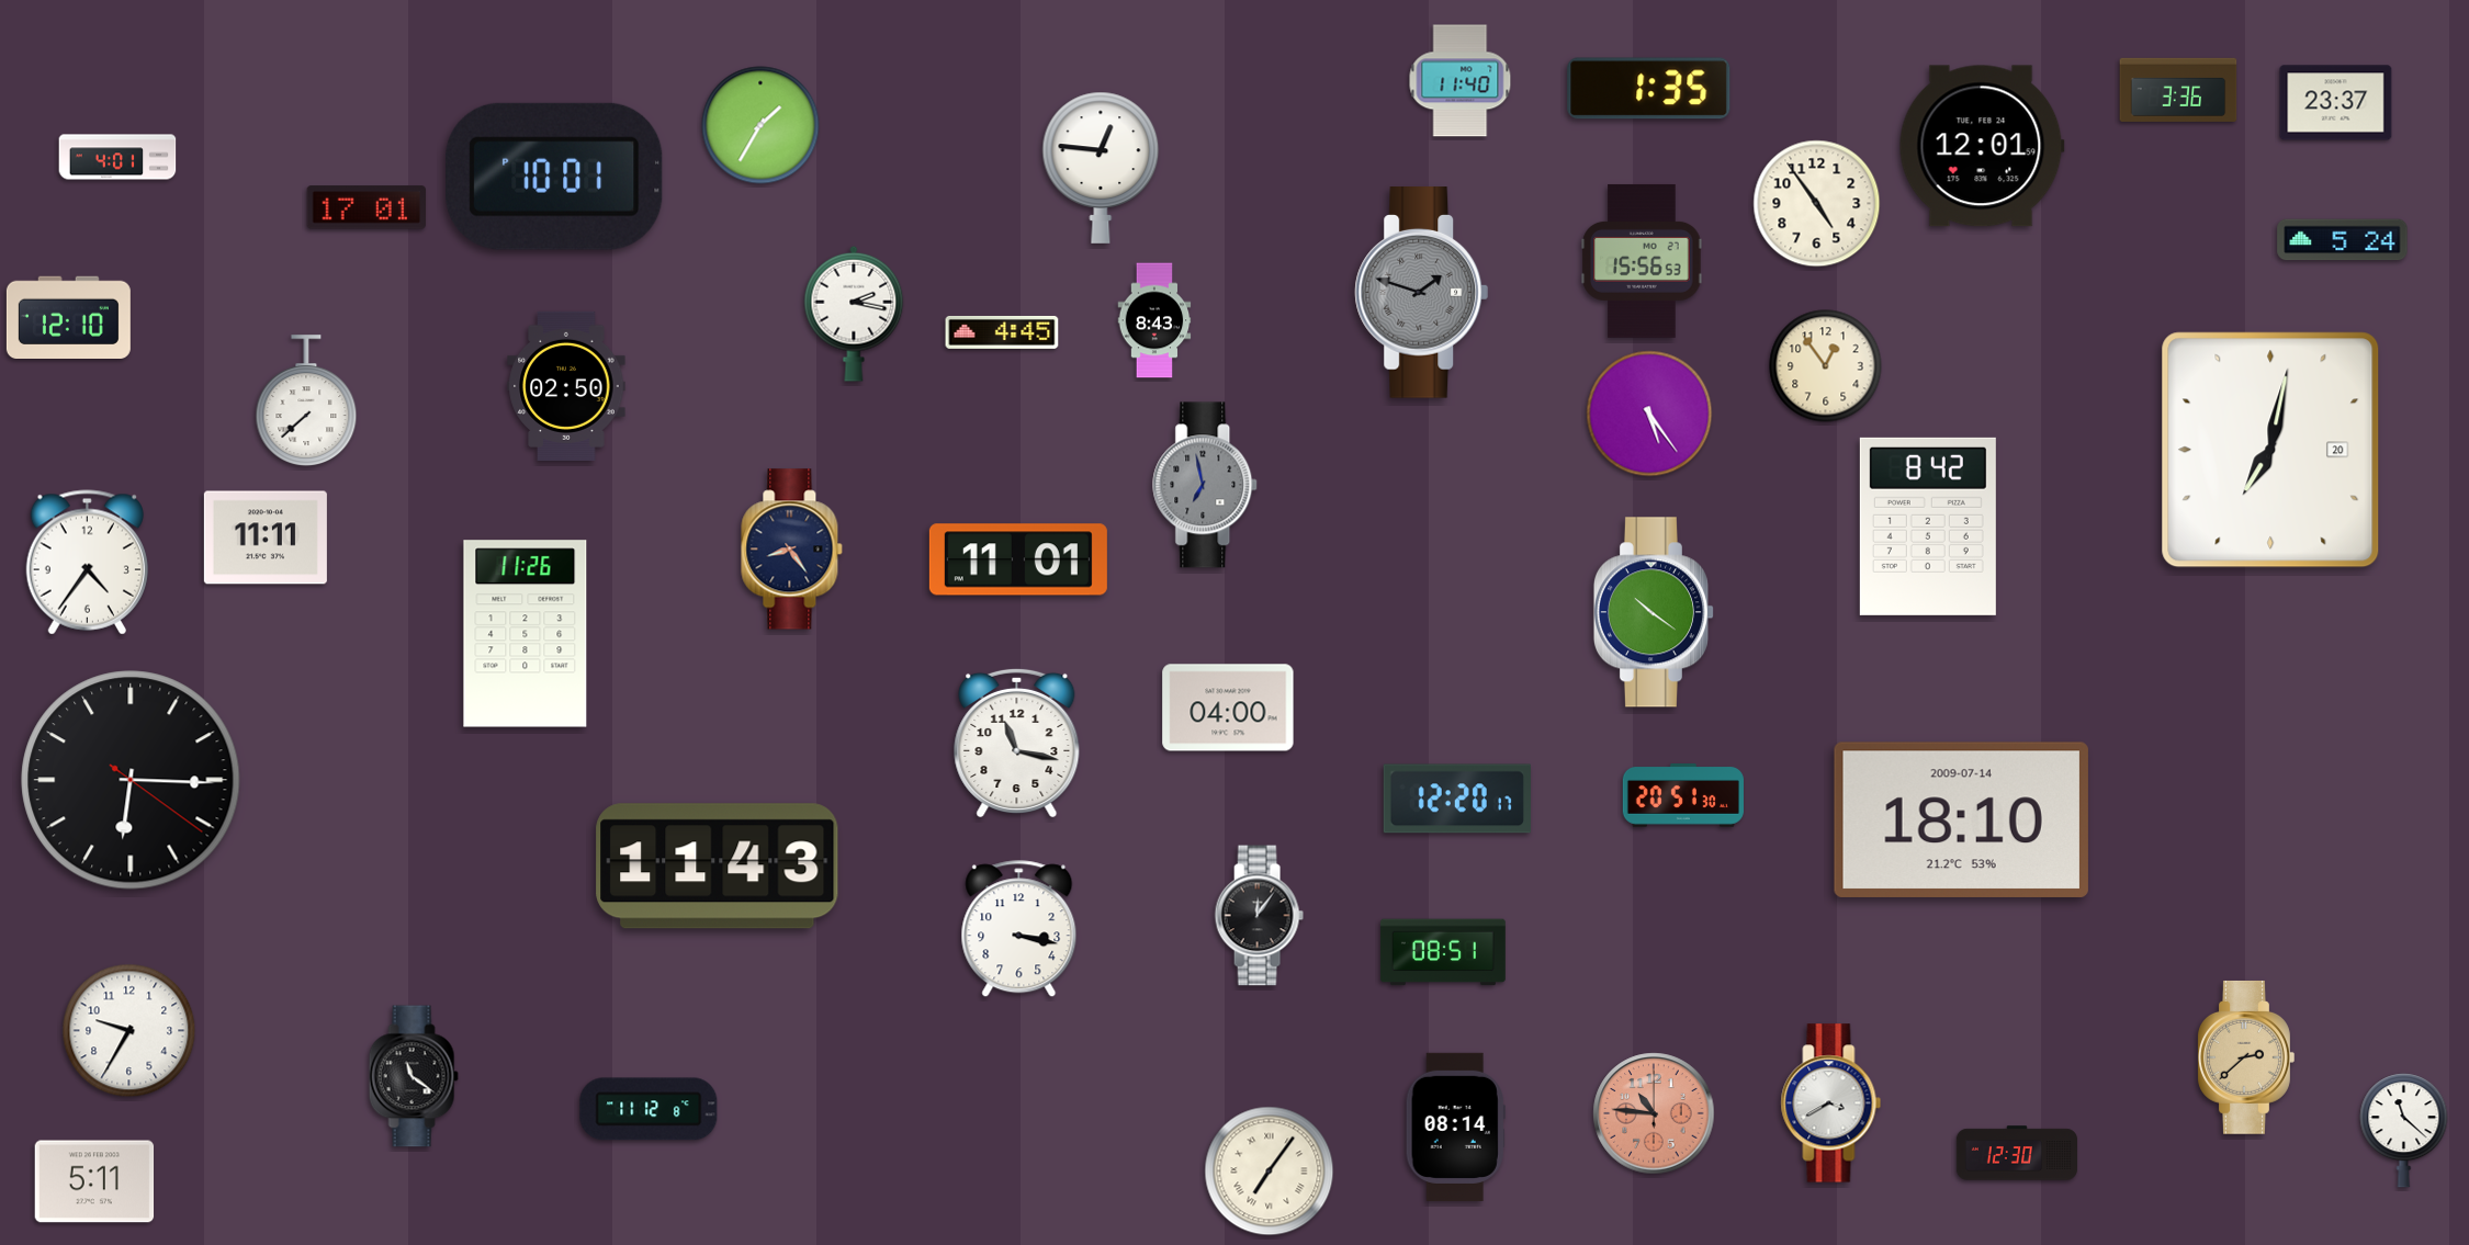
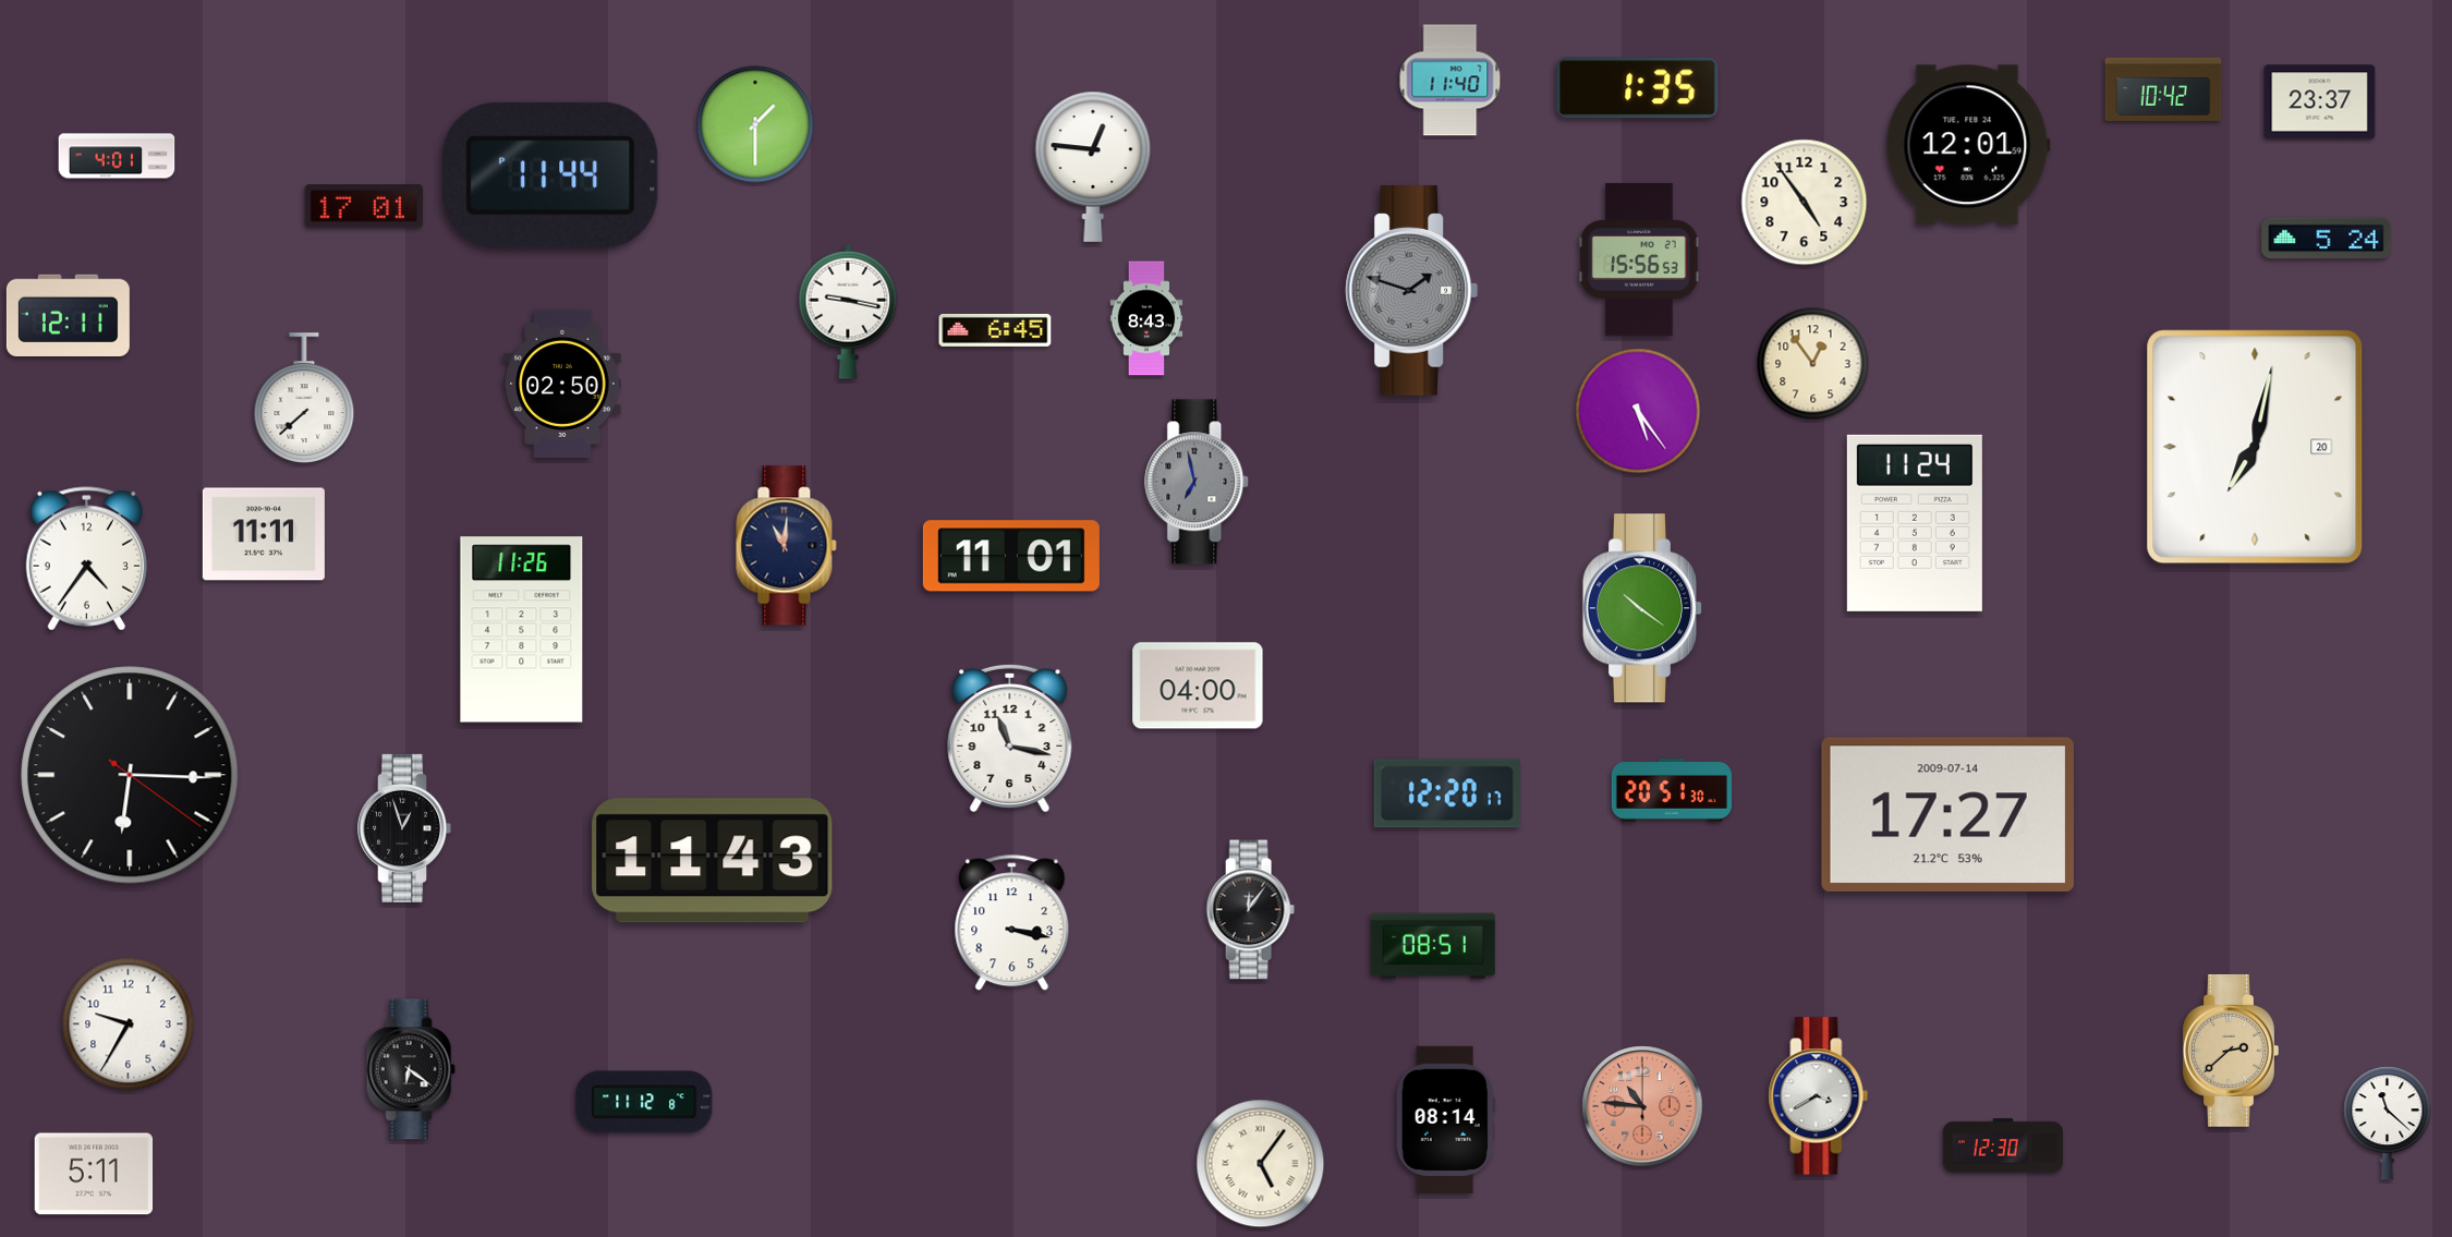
clock at (2178, 90): 3:36 -> 10:42
clock at (760, 125): 1:35 -> 1:30
clock at (554, 177): 10:01 -> 11:44
clock at (1642, 261) position: (1642, 261) -> (1639, 259)
clock at (854, 314): 2:17 -> 9:17
clock at (68, 317): 12:10 -> 12:11
clock at (1002, 332): 4:45 -> 6:45
clock at (1928, 527): 8:42 -> 11:24
clock at (792, 550): 8:24 -> 11:01
clock at (1228, 708) position: (1228, 708) -> (1198, 686)
clock at (1961, 819): 18:10 -> 17:27
clock at (404, 828): none -> 12:57
clock at (414, 1076): 11:21 -> 6:21
clock at (1270, 1172): 7:06 -> 5:06
